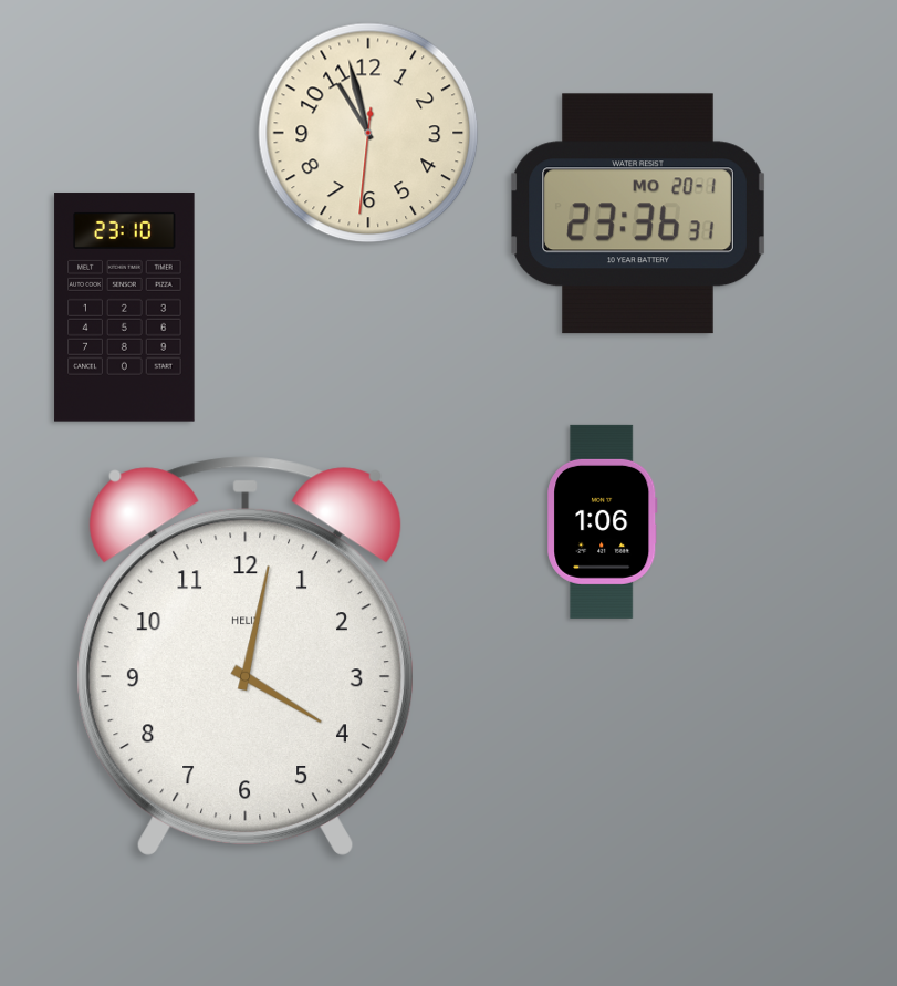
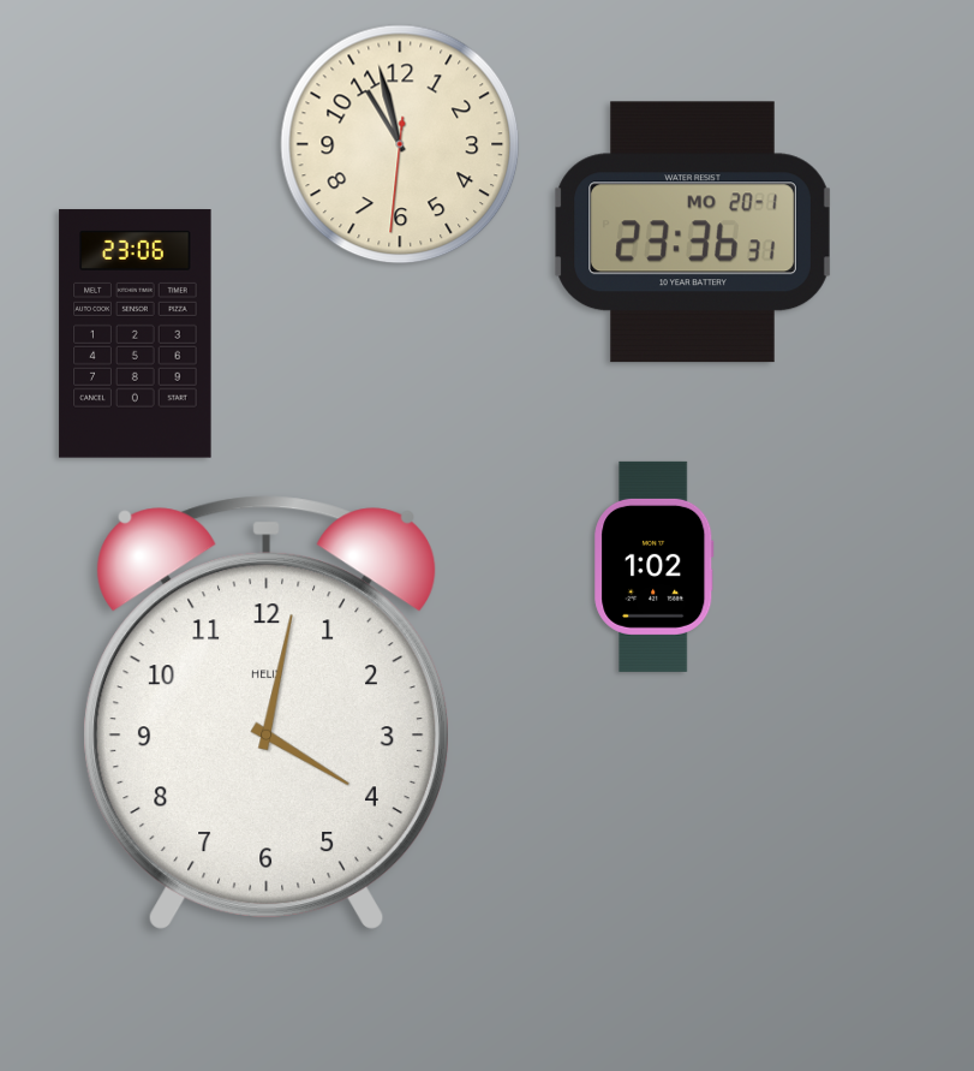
clock at (125, 308): 23:10 -> 23:06
clock at (603, 521): 1:06 -> 1:02
